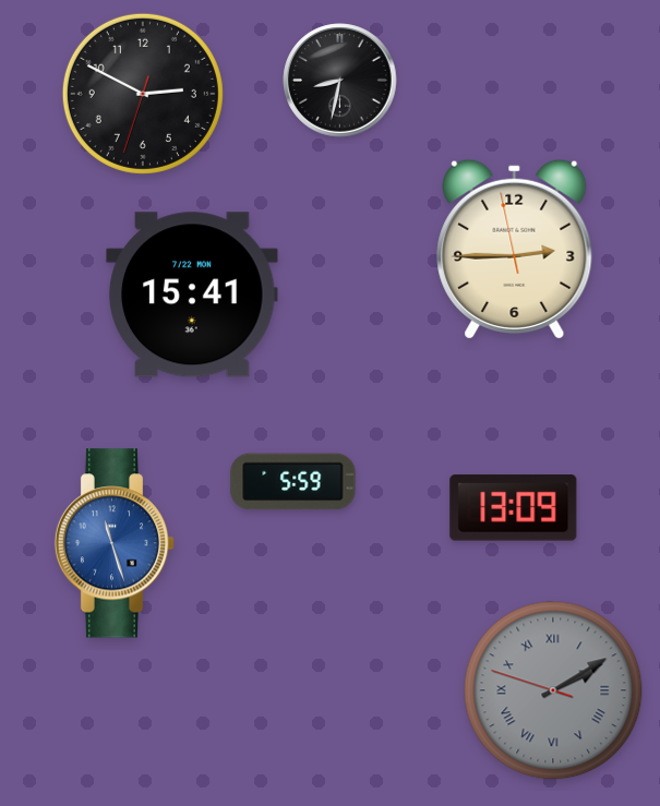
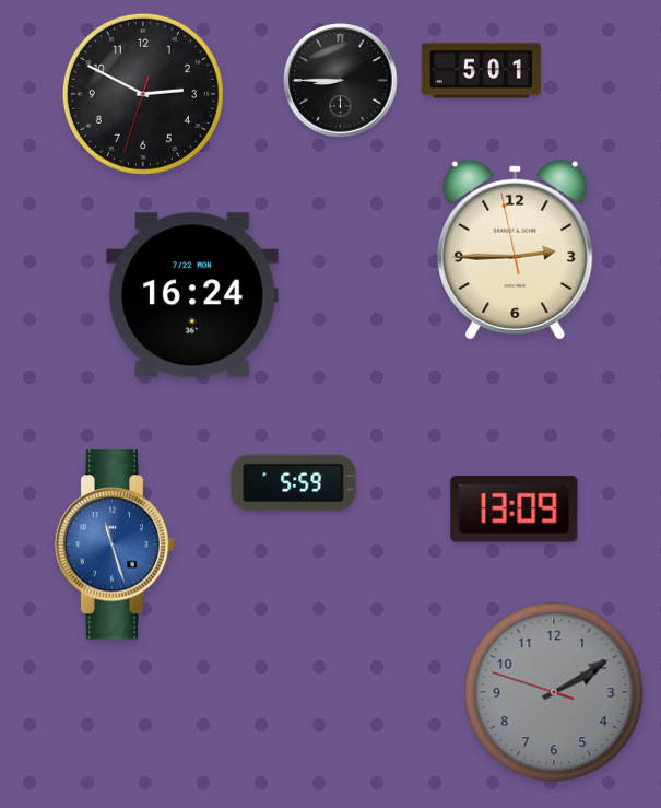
clock at (481, 71): none -> 5:01
clock at (340, 81): 8:32 -> 8:45
clock at (192, 294): 15:41 -> 16:24
clock at (553, 690) numerals: Roman -> Arabic
